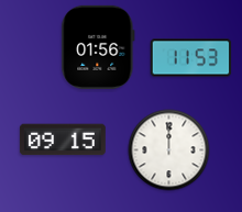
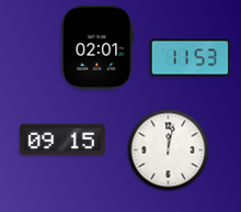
clock at (98, 47): 01:56 -> 02:01
clock at (169, 150): 12:00 -> 12:02
